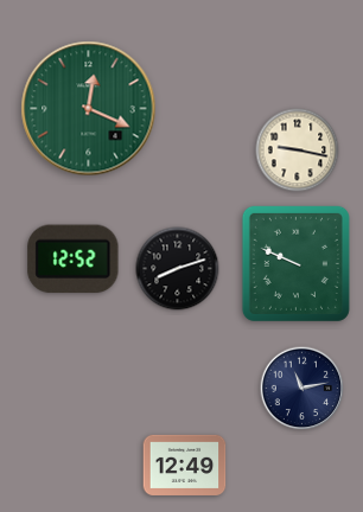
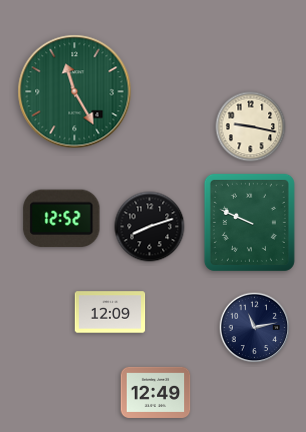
clock at (89, 109): 12:19 -> 11:25
clock at (110, 312): none -> 12:09
